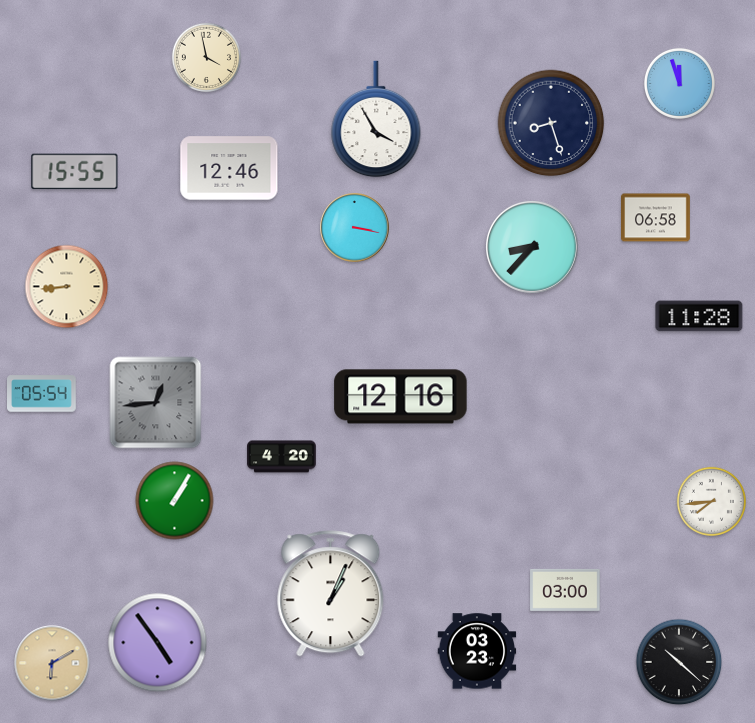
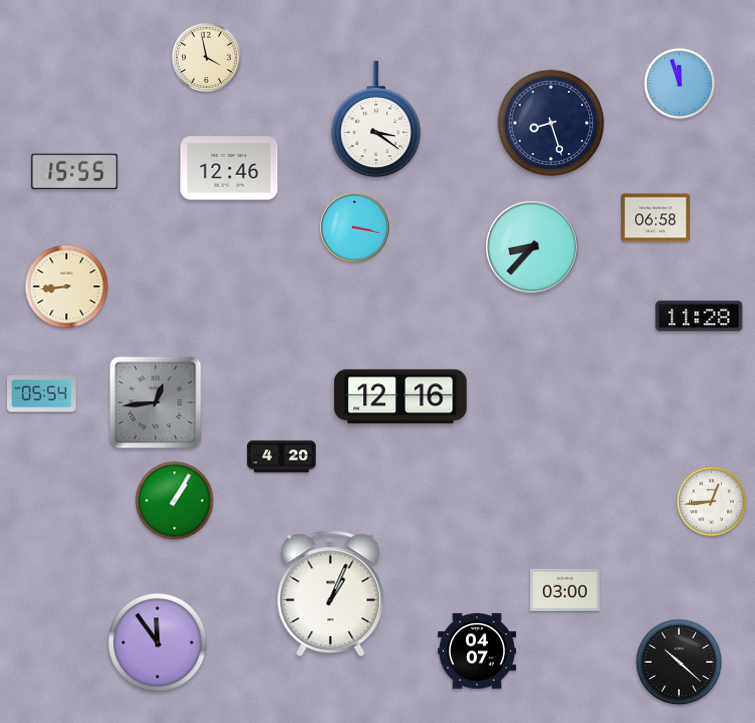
clock at (376, 119): 3:55 -> 3:21
clock at (711, 501): 7:44 -> 12:44
clock at (158, 643): 4:54 -> 11:54
clock at (477, 651): 03:23 -> 04:07
clock at (52, 663): 6:10 -> none
